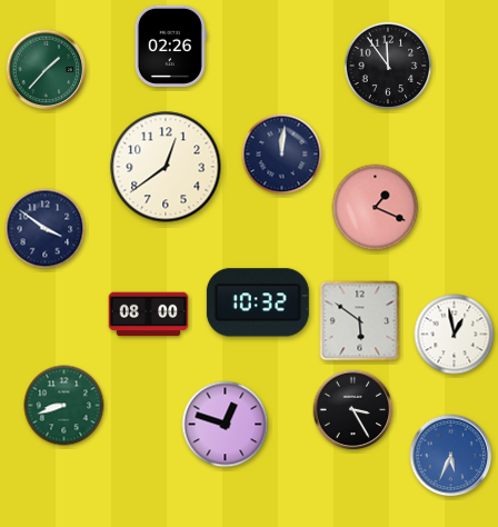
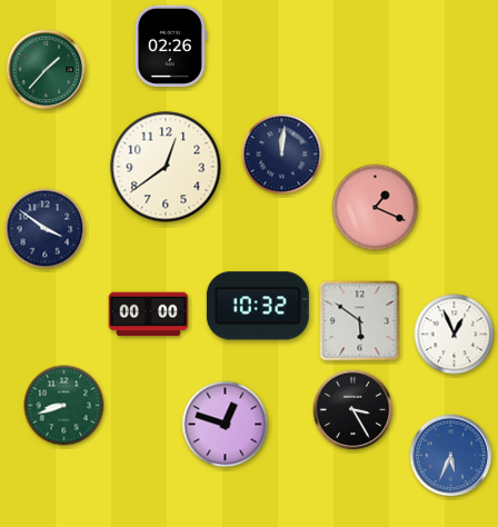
clock at (388, 66): 11:54 -> none
clock at (258, 302) position: (258, 302) -> (258, 306)
clock at (149, 315): 08:00 -> 00:00
clock at (455, 335): 12:58 -> 12:56
